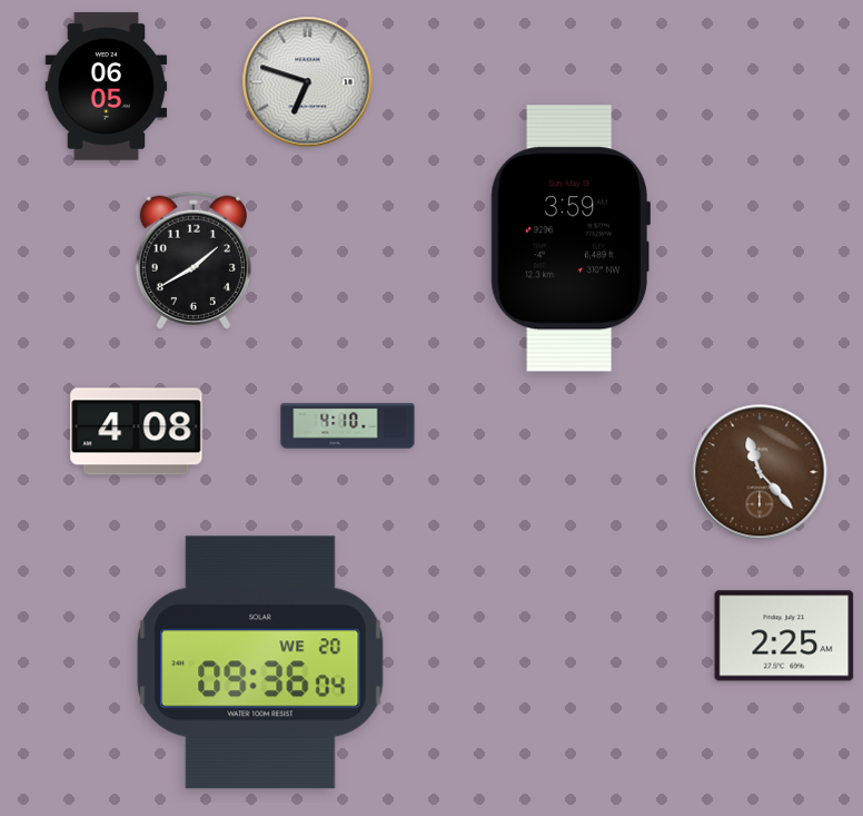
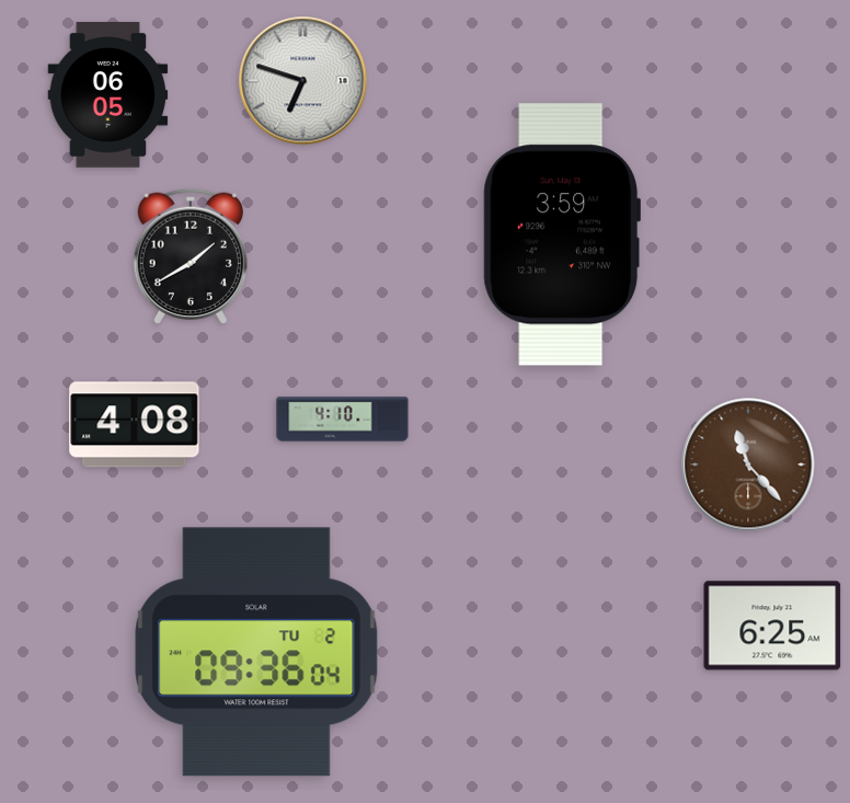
clock at (107, 87) position: (107, 87) -> (108, 95)
clock at (784, 636): 2:25 -> 6:25
clock at (260, 662) date: WE 20 -> TU 2
